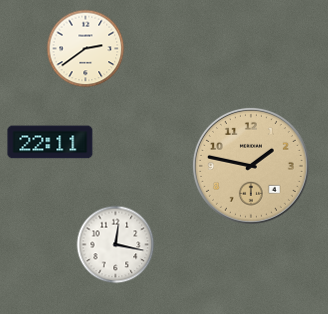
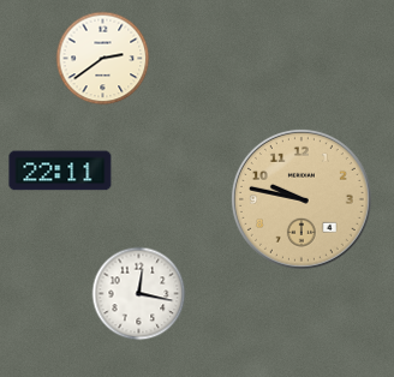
clock at (251, 166): 1:47 -> 9:47
